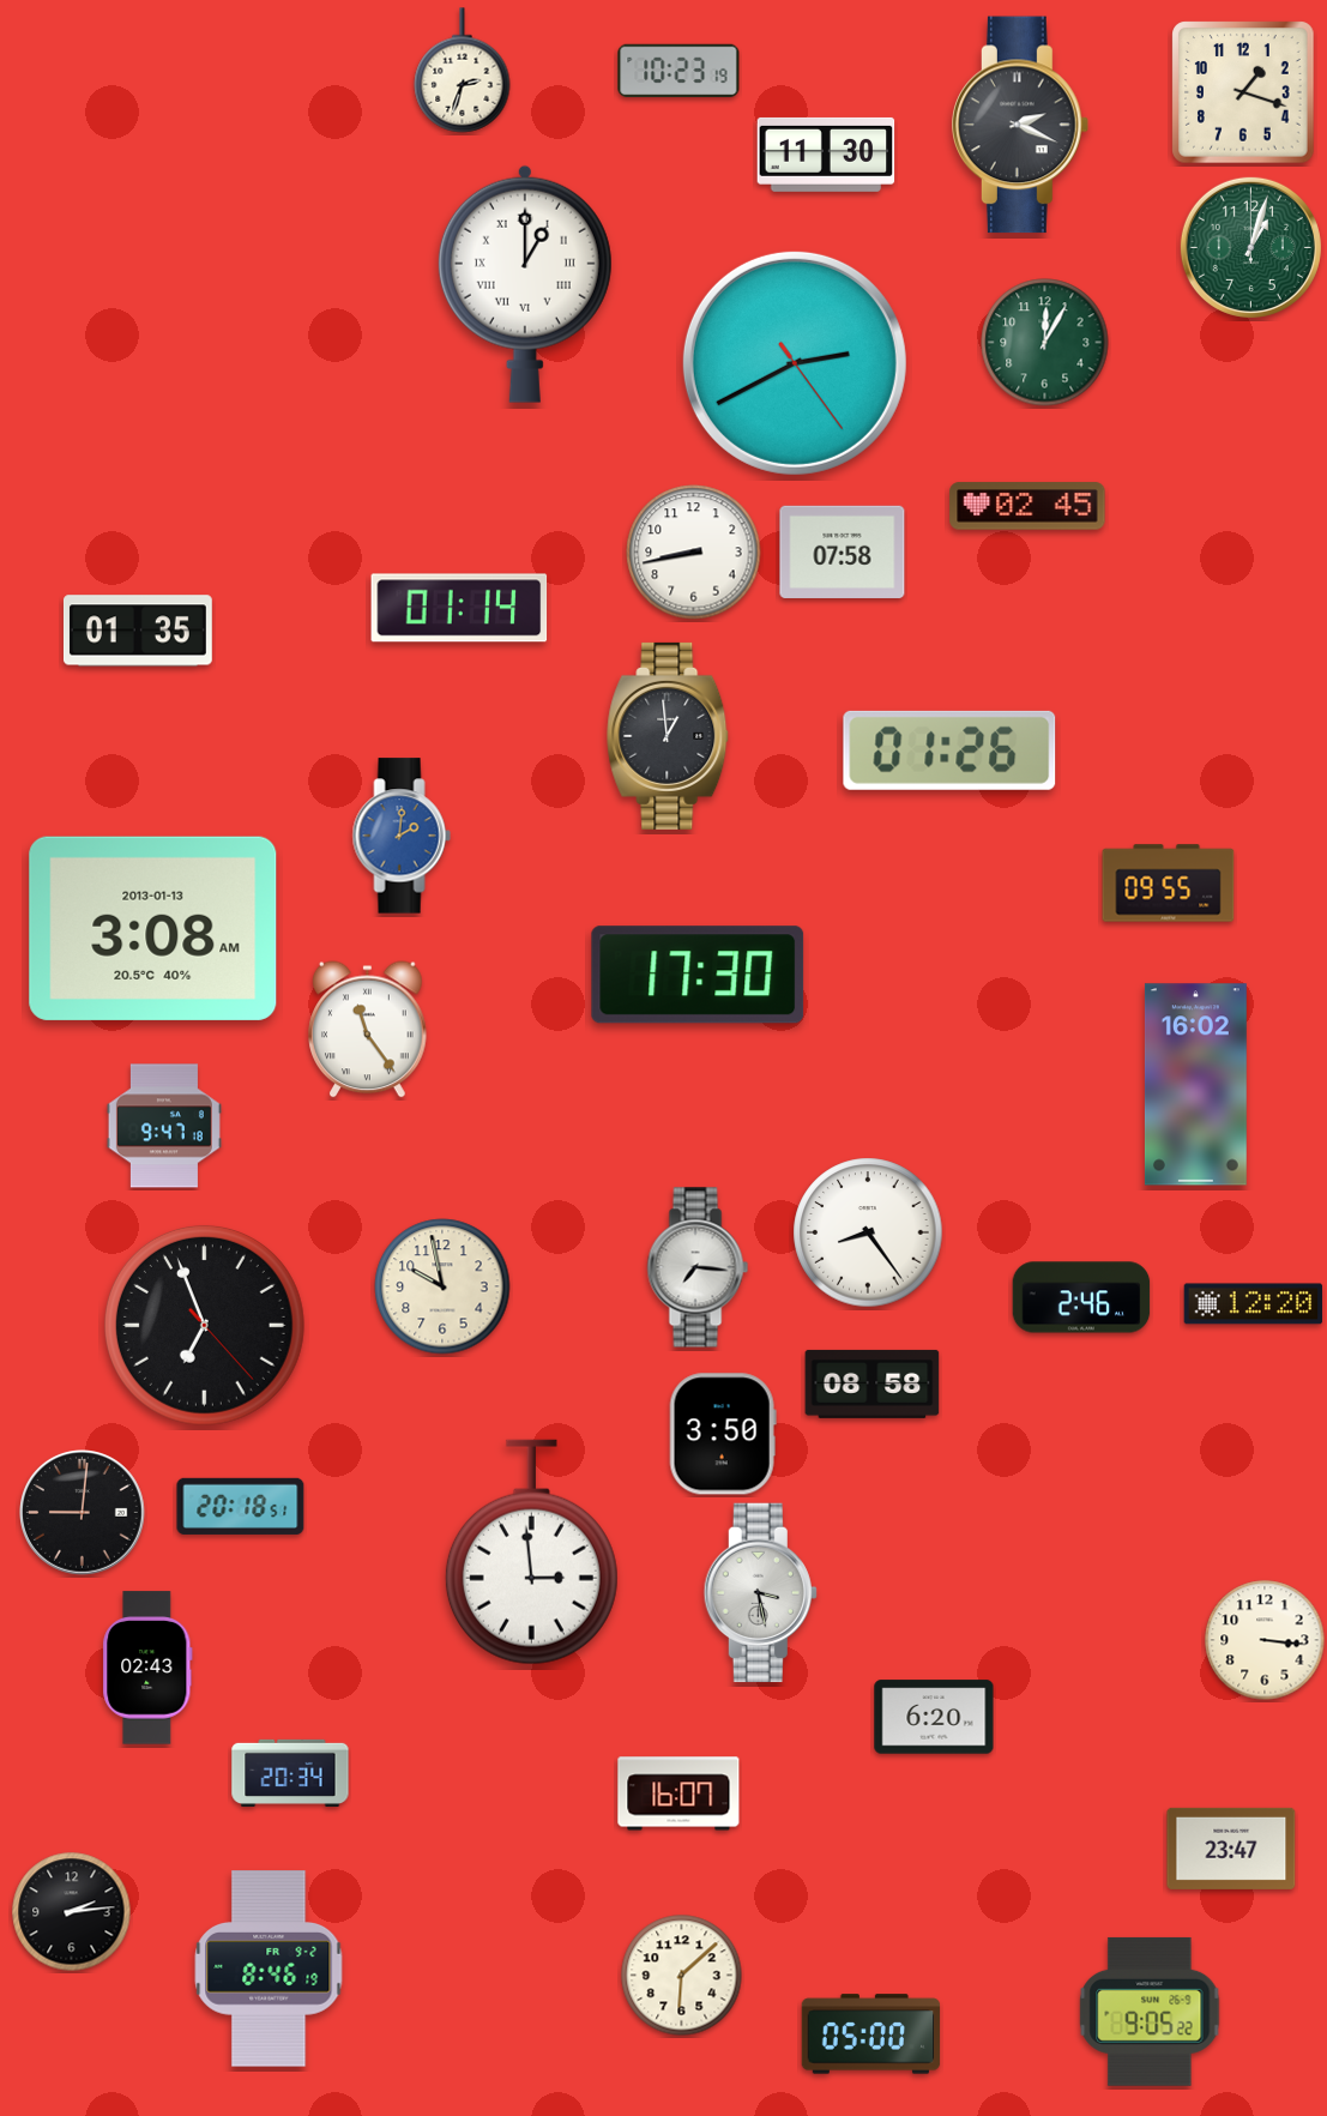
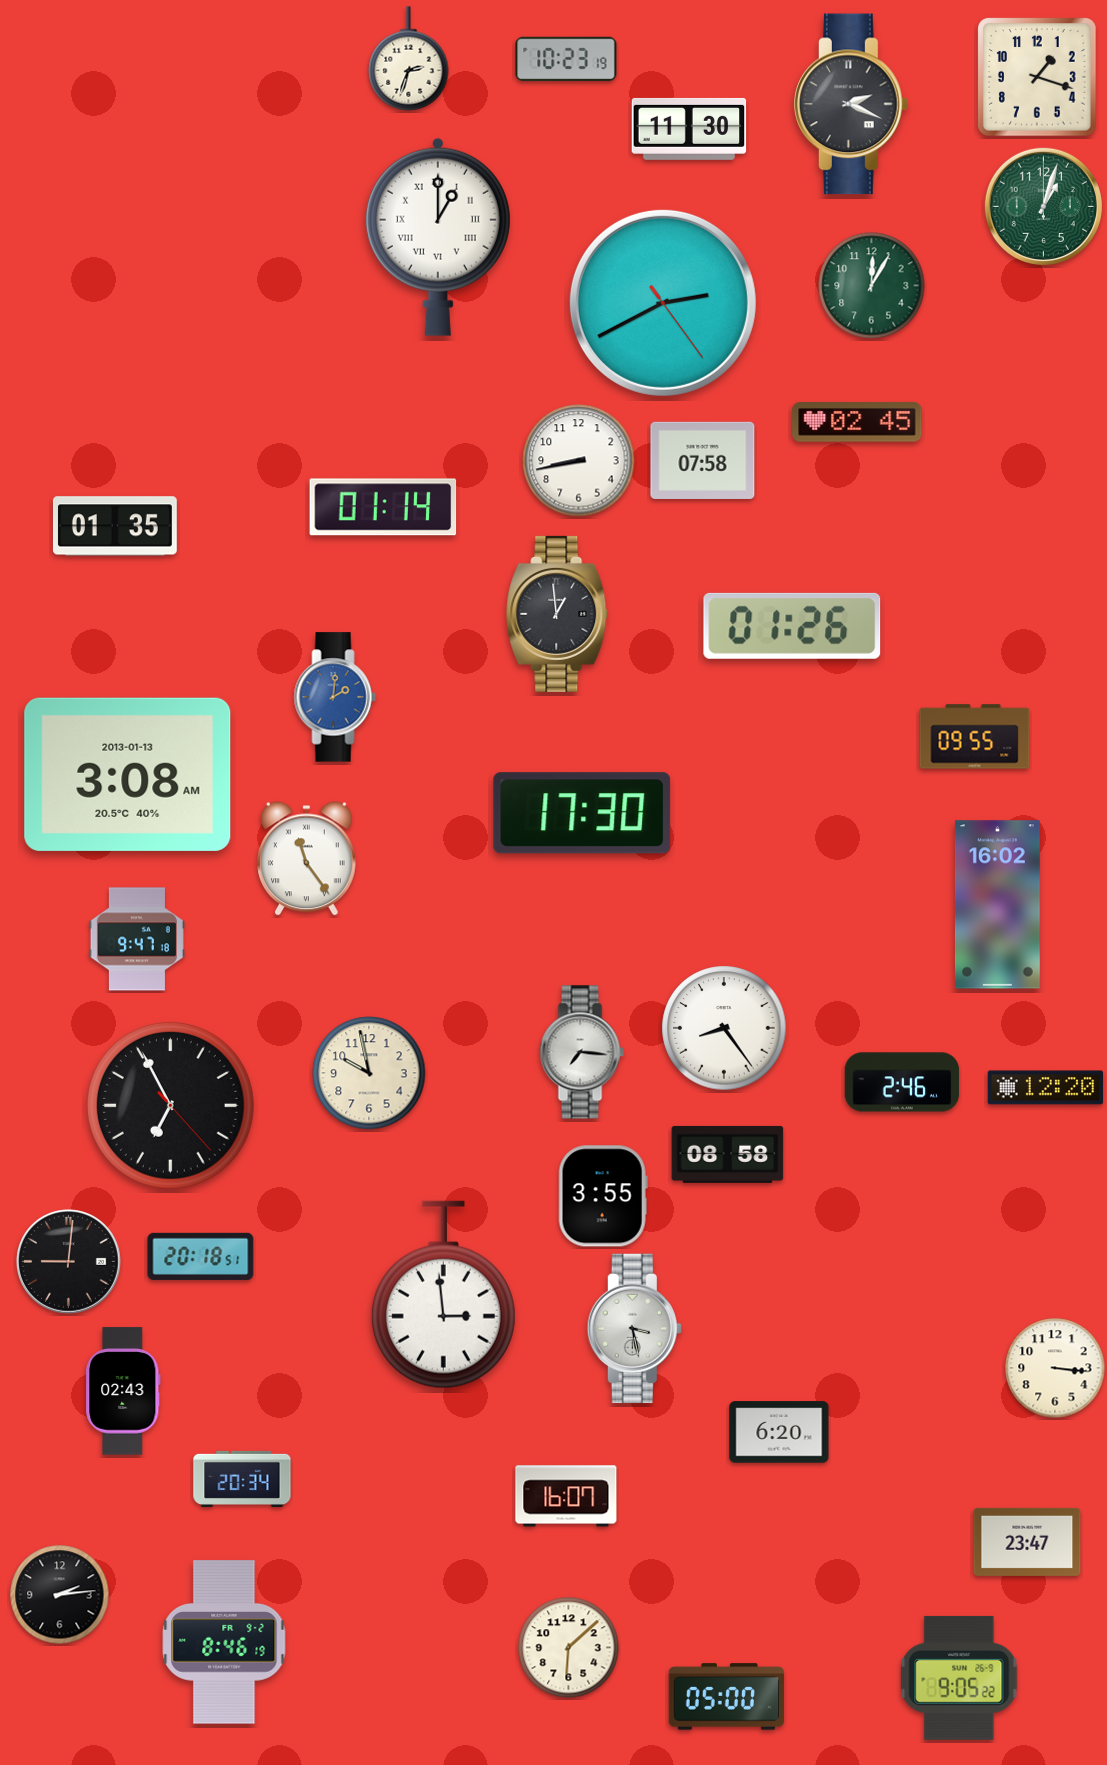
clock at (463, 71) position: (463, 71) -> (409, 59)
clock at (698, 1267) position: (698, 1267) -> (582, 1052)
clock at (204, 1325): 6:56 -> 6:55
clock at (723, 1434): 3:50 -> 3:55
